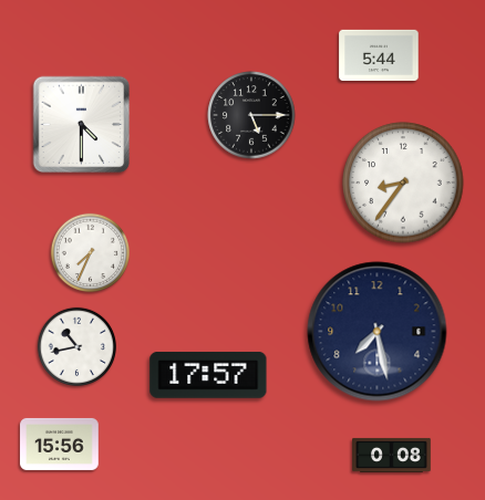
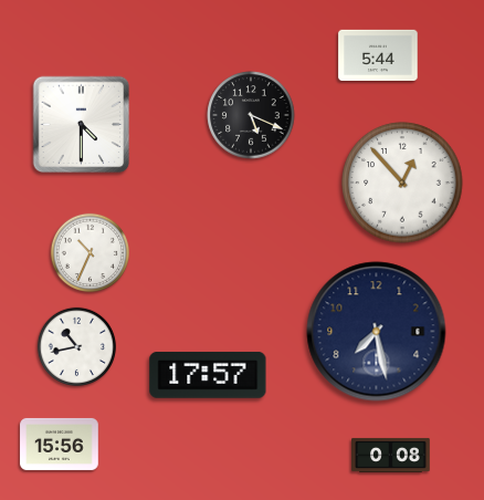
clock at (251, 115): 5:15 -> 5:19
clock at (403, 183): 8:36 -> 12:53
clock at (91, 253): 7:34 -> 10:34
